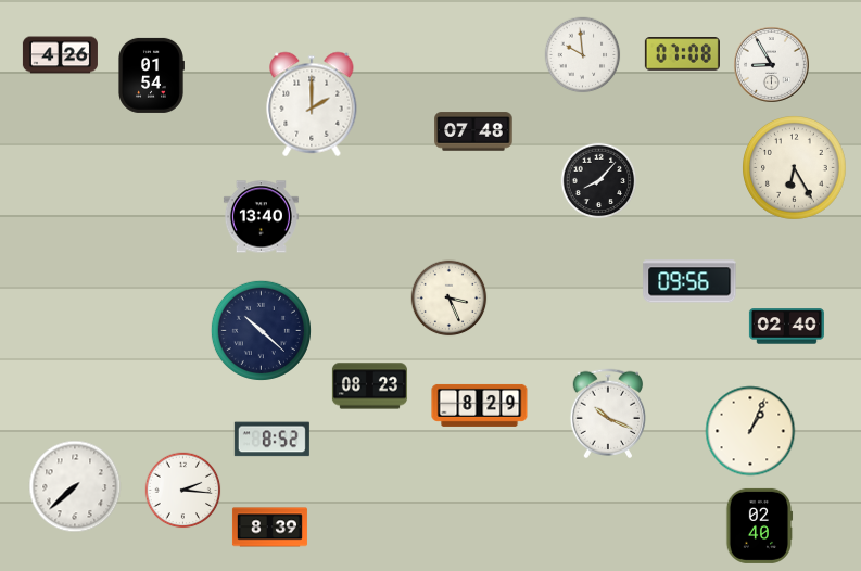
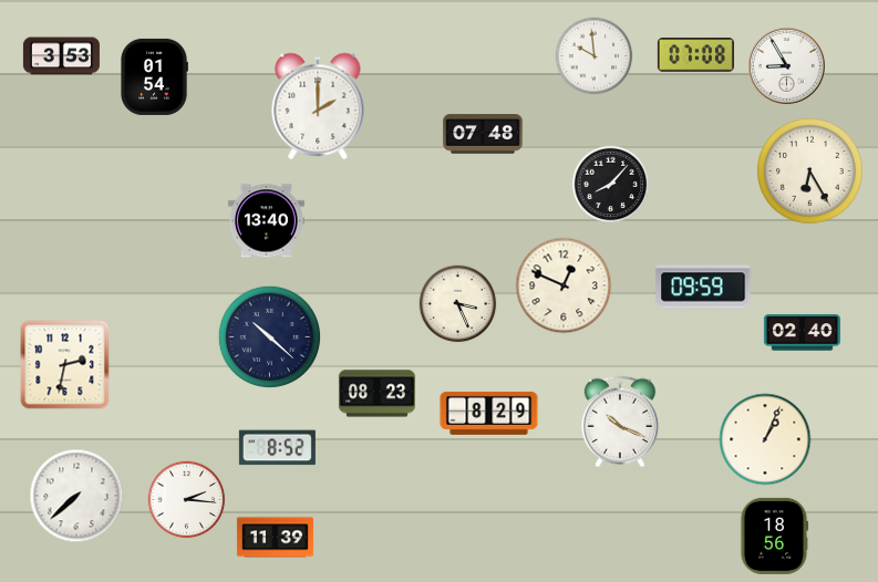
clock at (60, 55): 4:26 -> 3:53
clock at (564, 285): none -> 12:49
clock at (689, 281): 09:56 -> 09:59
clock at (261, 330) position: (261, 330) -> (269, 336)
clock at (65, 365): none -> 2:32
clock at (759, 525): 02:40 -> 18:56
clock at (269, 528): 8:39 -> 11:39
